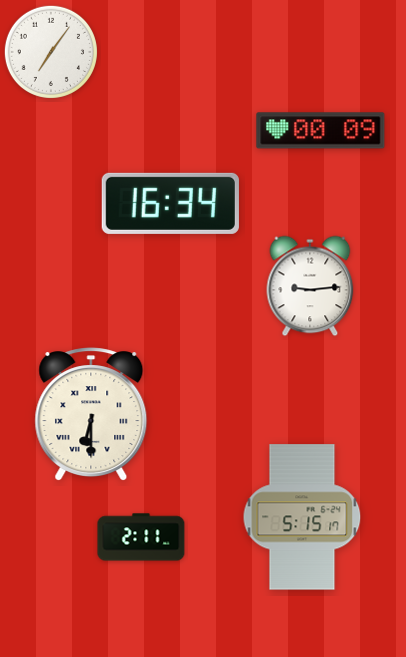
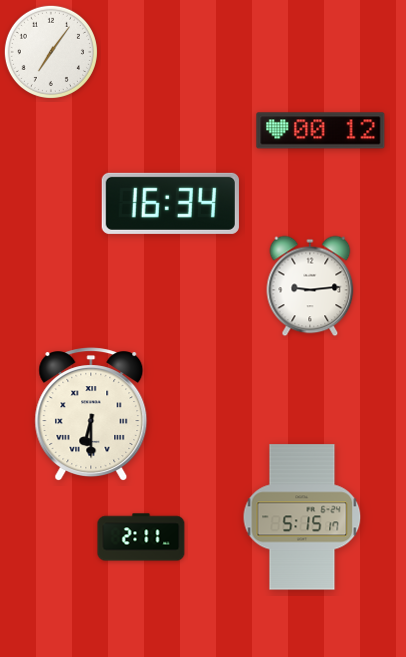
clock at (321, 131): 00:09 -> 00:12
